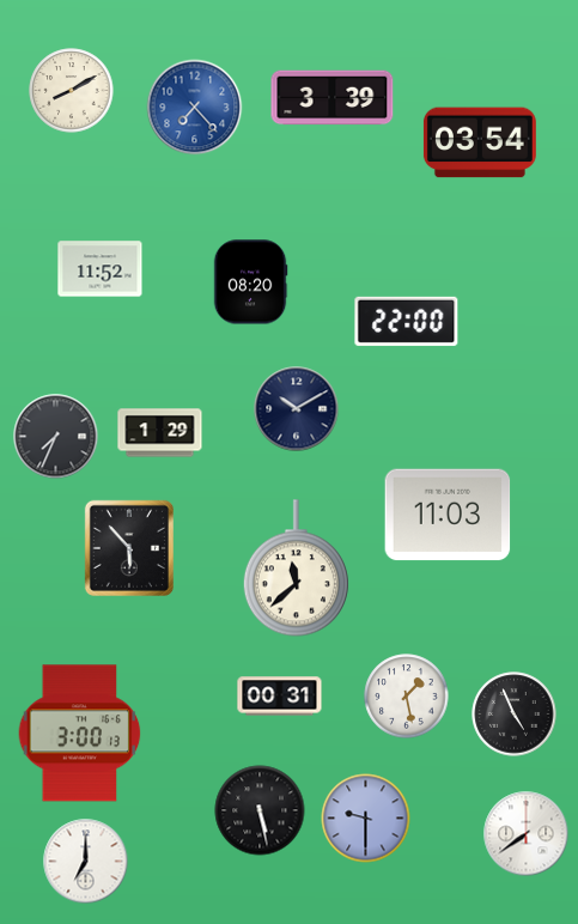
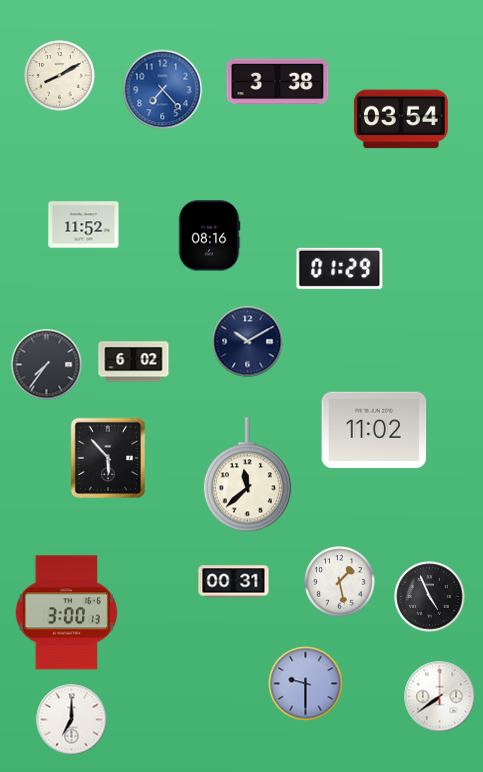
clock at (333, 98): 3:39 -> 3:38
clock at (250, 282): 08:20 -> 08:16
clock at (407, 321): 22:00 -> 01:29
clock at (160, 433): 1:29 -> 6:02
clock at (56, 437): 7:34 -> 7:36
clock at (448, 515): 11:03 -> 11:02
clock at (260, 810): 5:28 -> none
